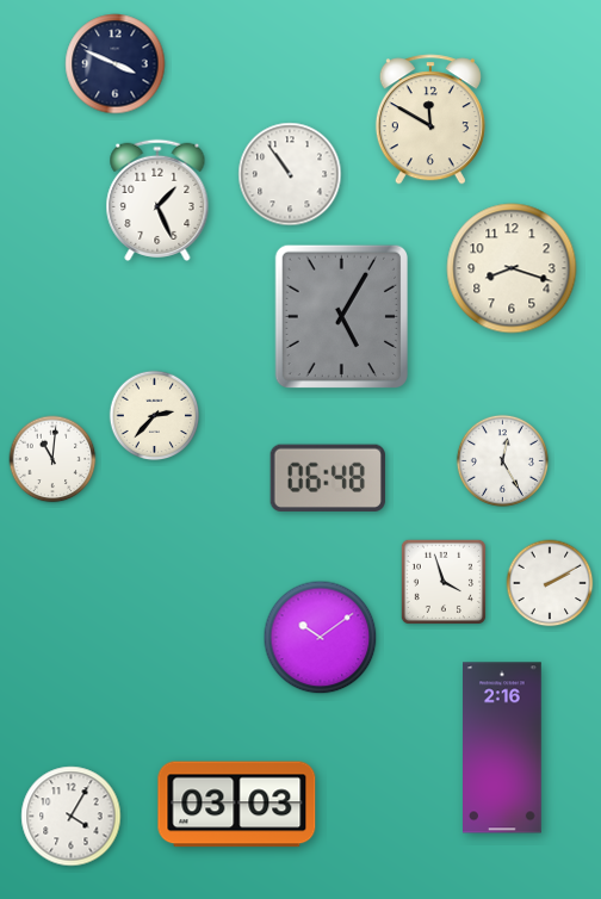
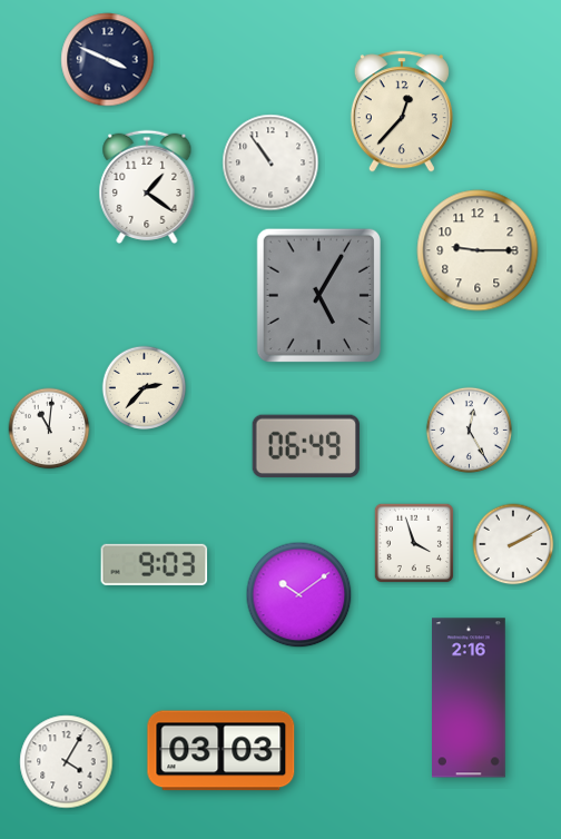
clock at (430, 119): 11:50 -> 12:37
clock at (157, 200): 1:26 -> 1:21
clock at (512, 268): 8:18 -> 9:15
clock at (328, 477): 06:48 -> 06:49
clock at (155, 564): none -> 9:03
